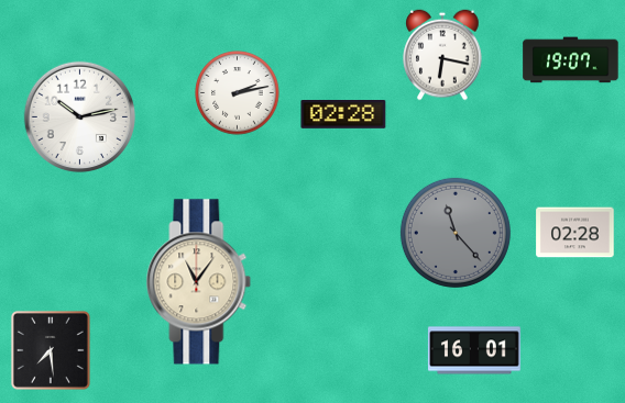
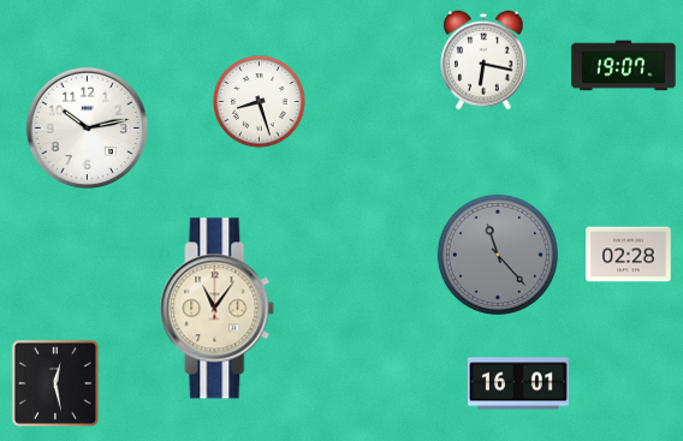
clock at (238, 93): 2:13 -> 8:27
clock at (343, 115): 02:28 -> none
clock at (51, 350): 7:29 -> 12:28
